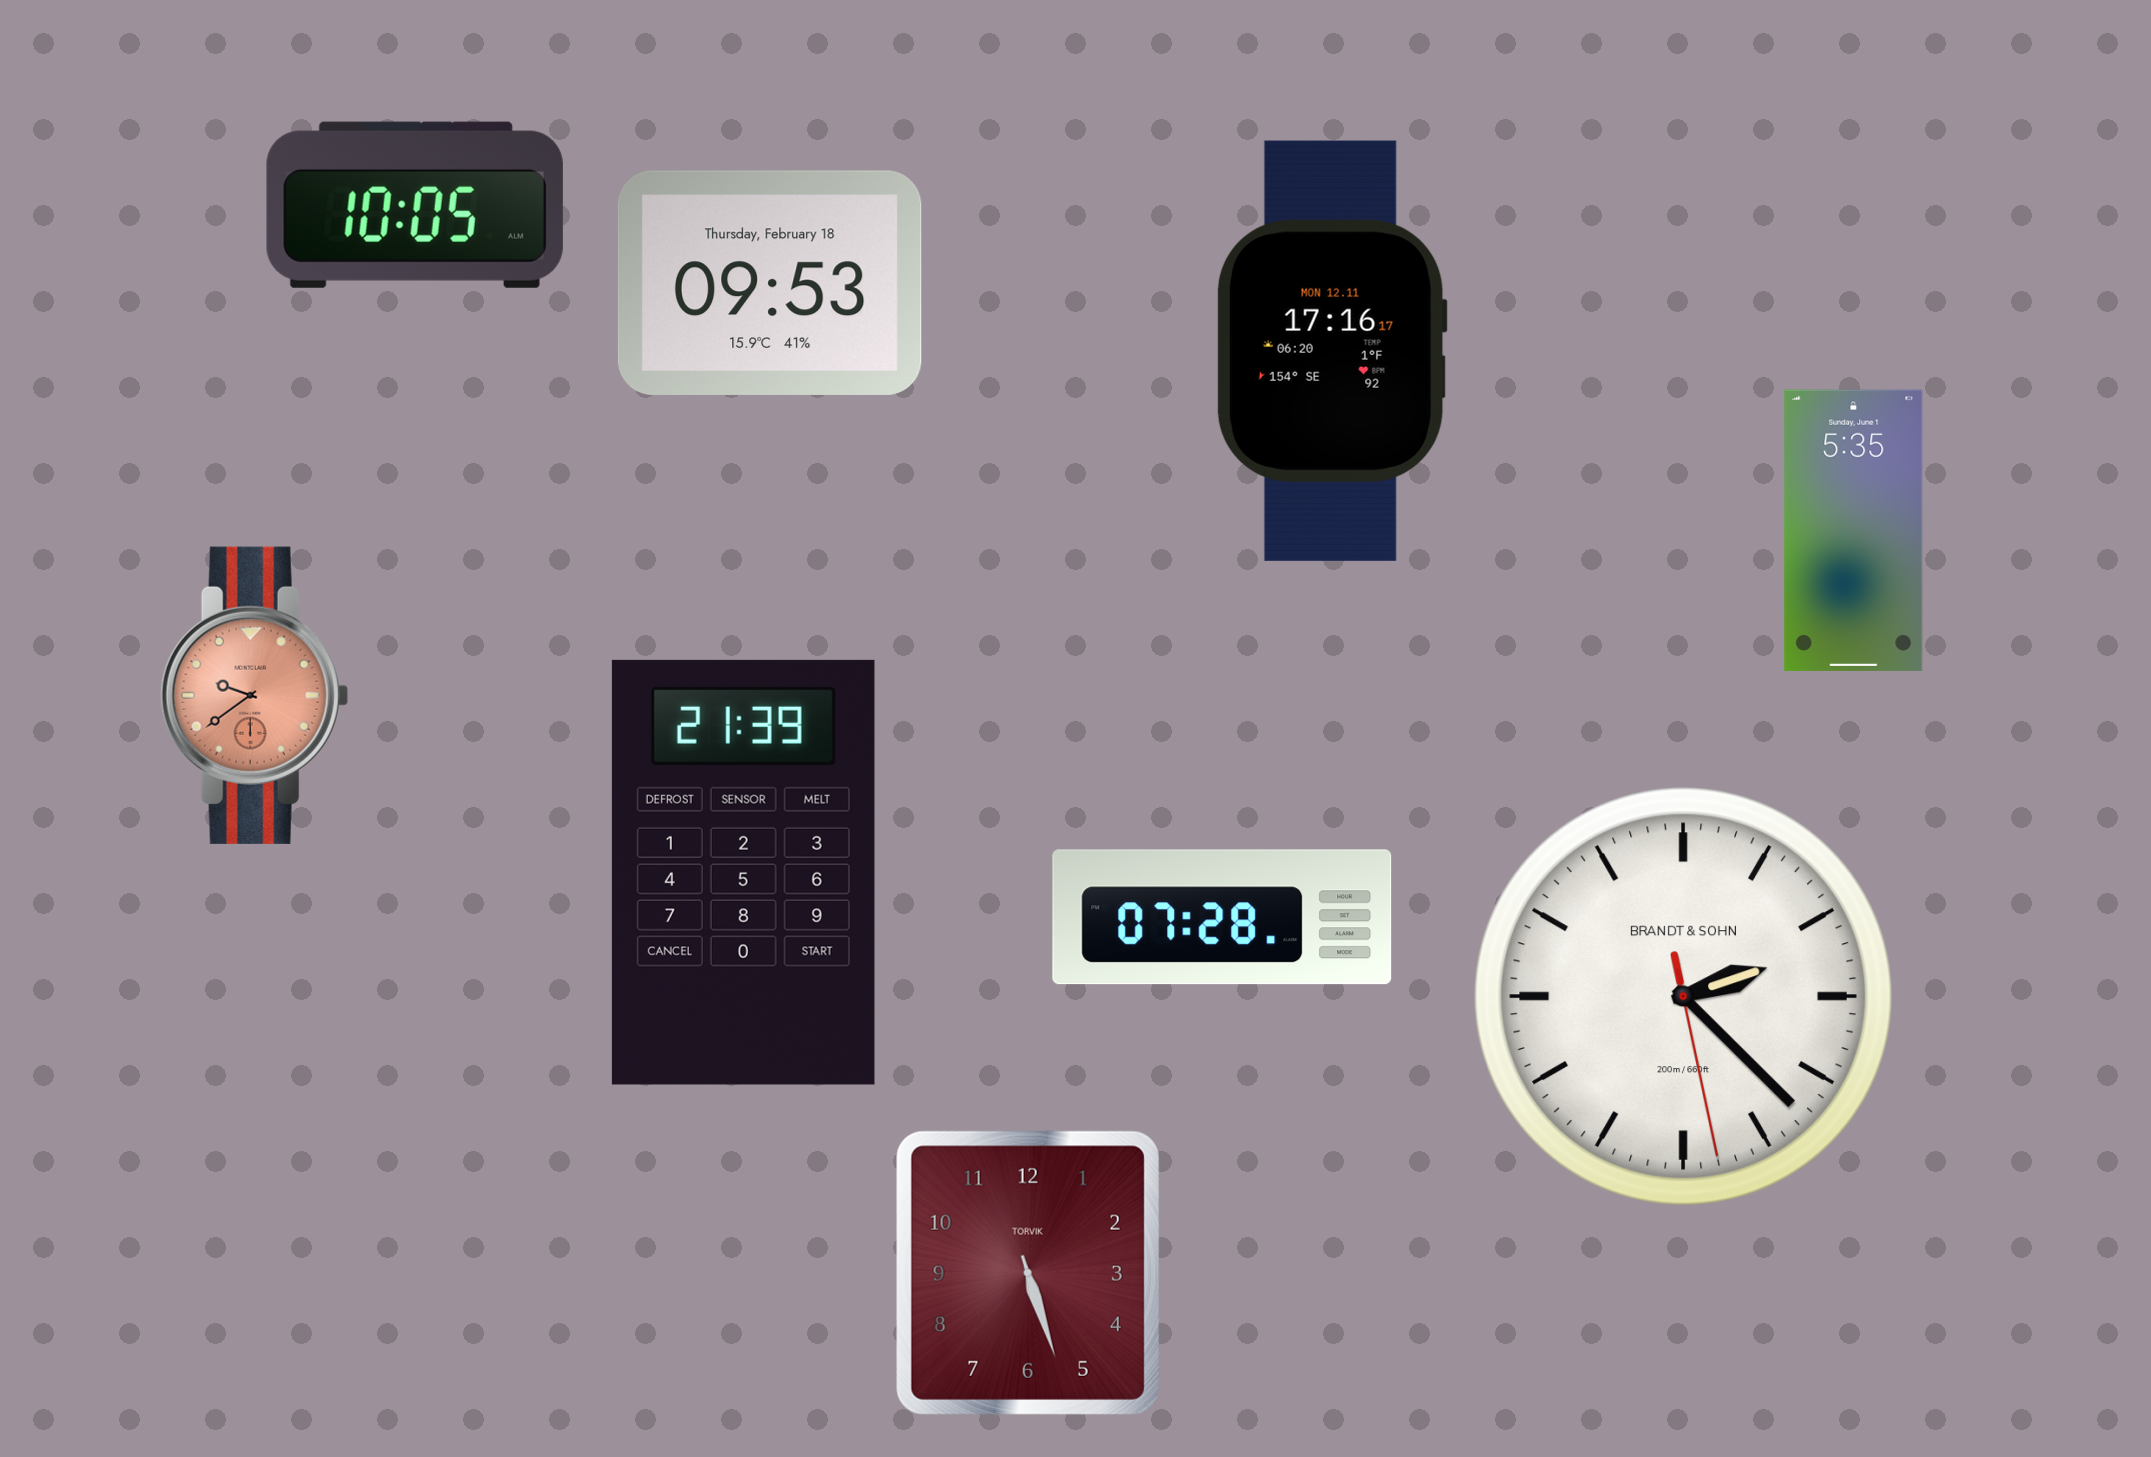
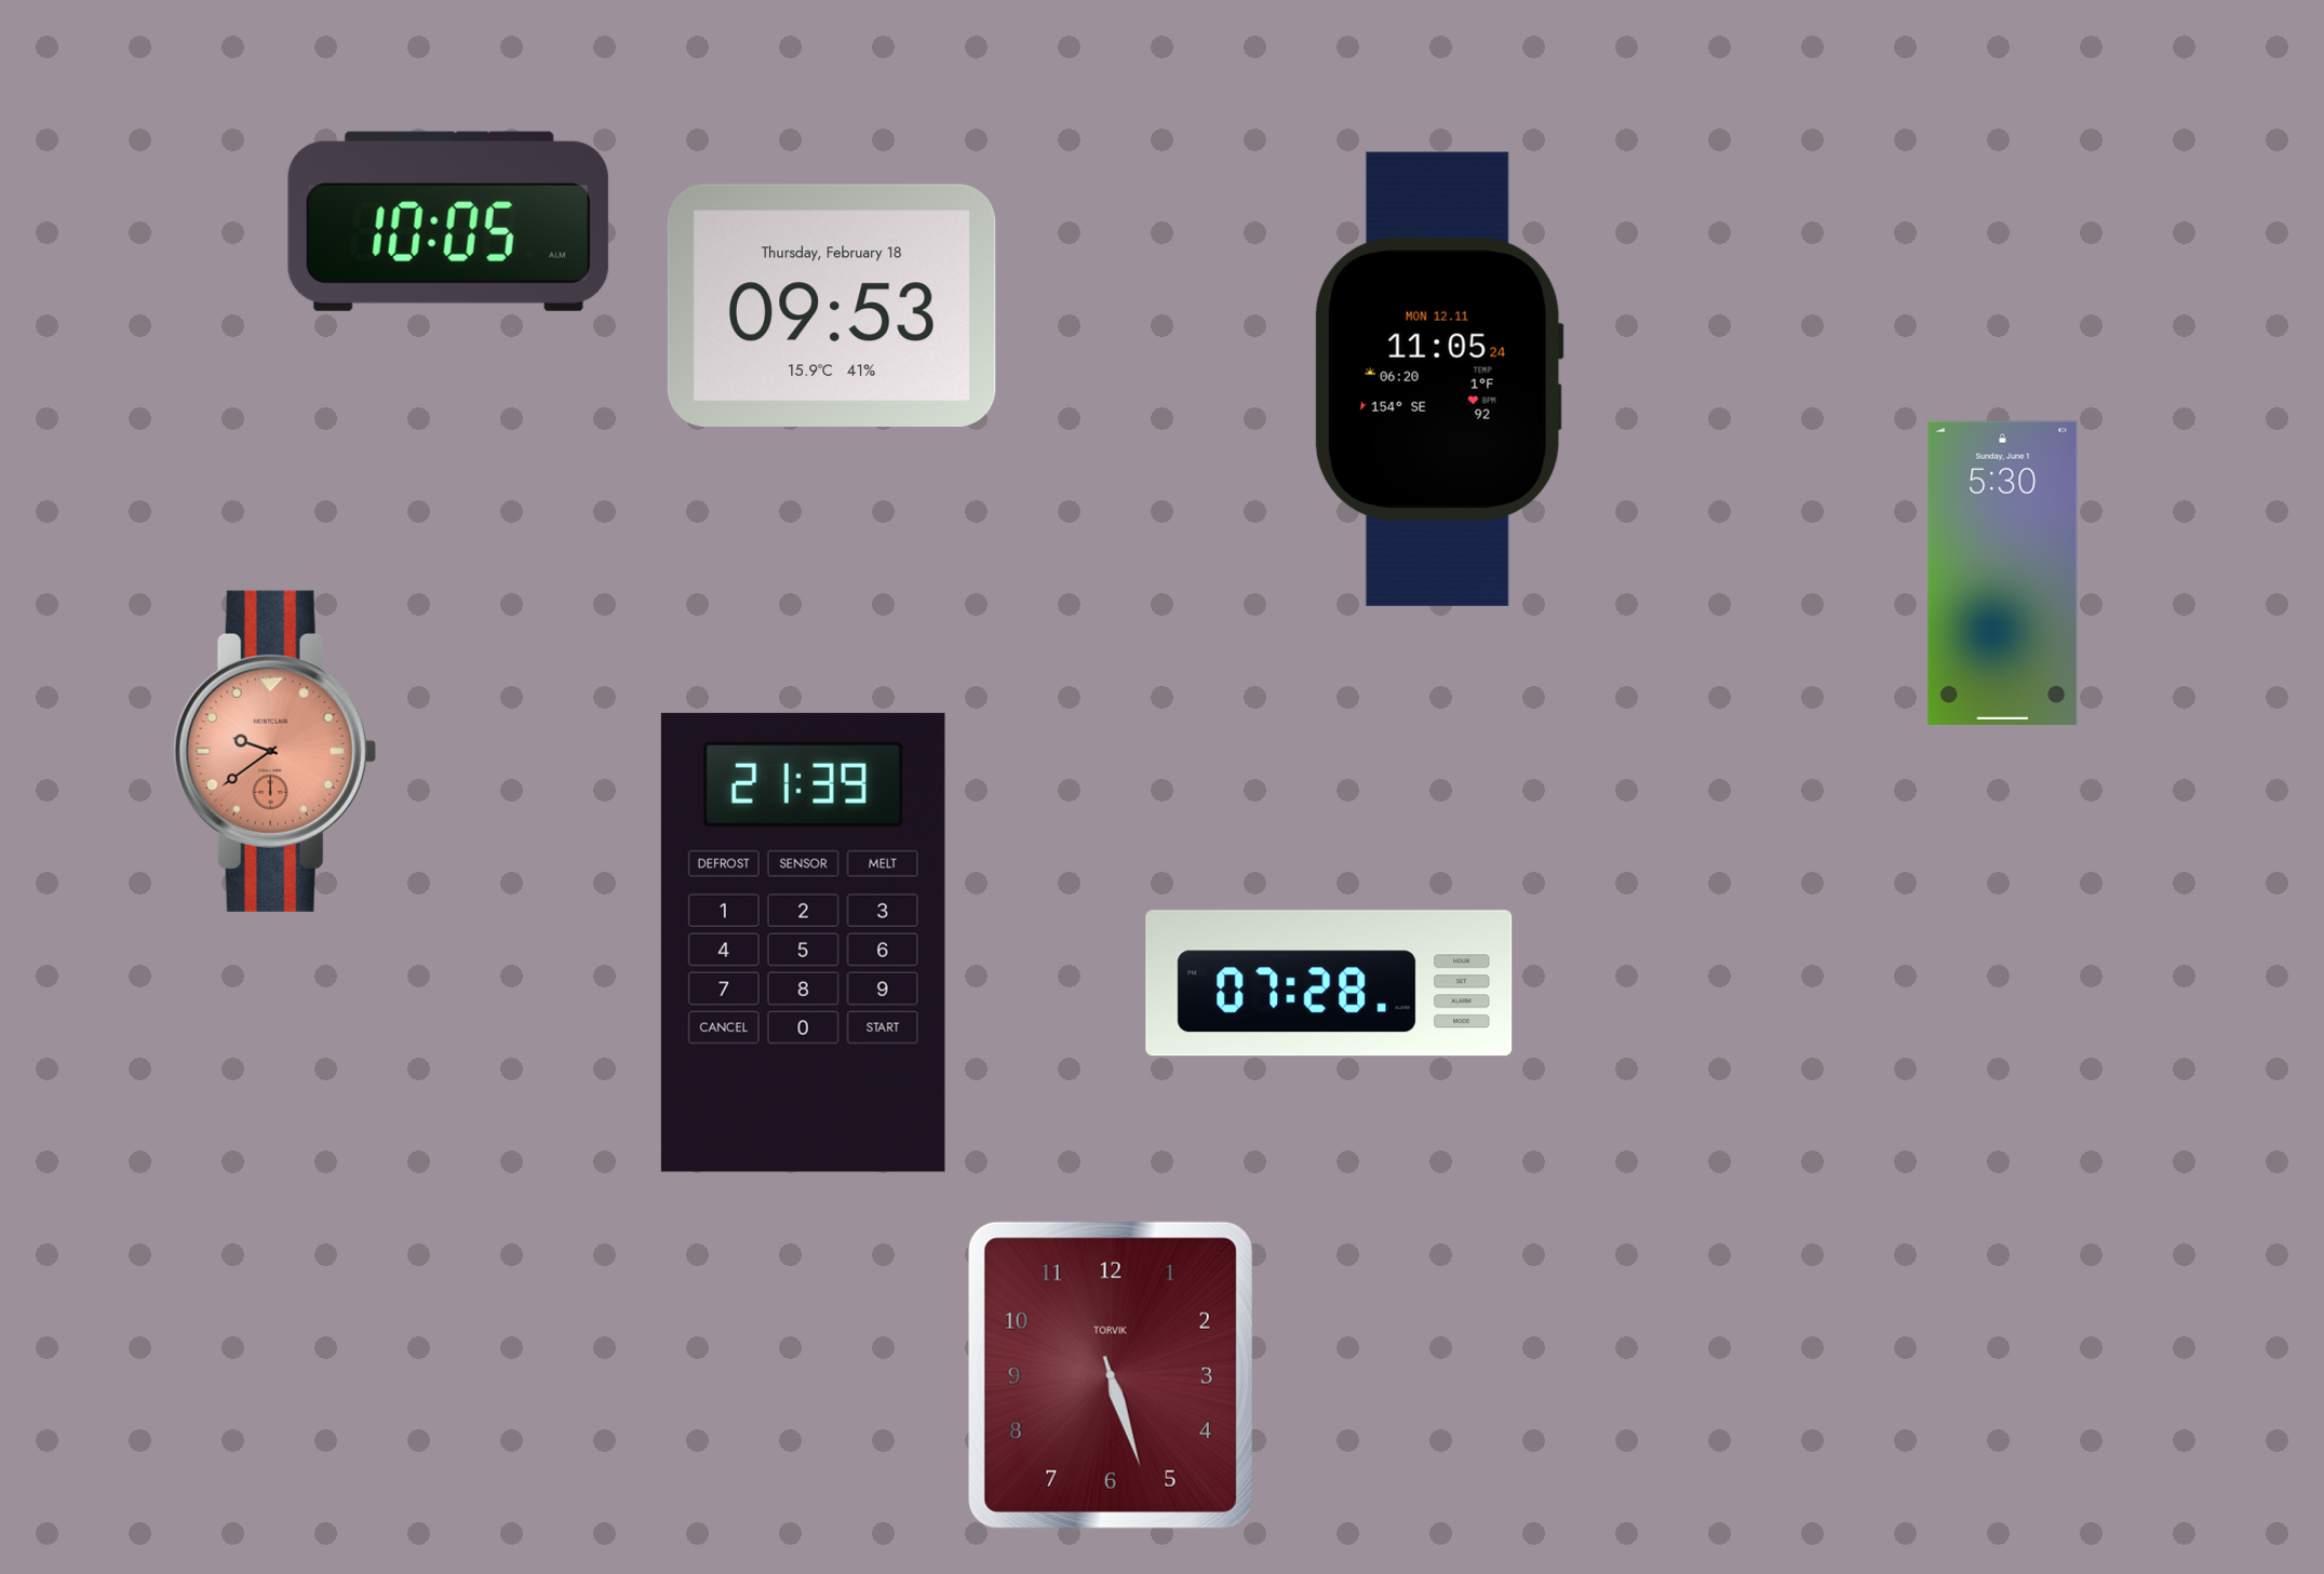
clock at (1332, 351): 17:16 -> 11:05
clock at (1854, 530): 5:35 -> 5:30
clock at (1222, 917) position: (1222, 917) -> (1329, 983)
clock at (1683, 996): 2:22 -> none
